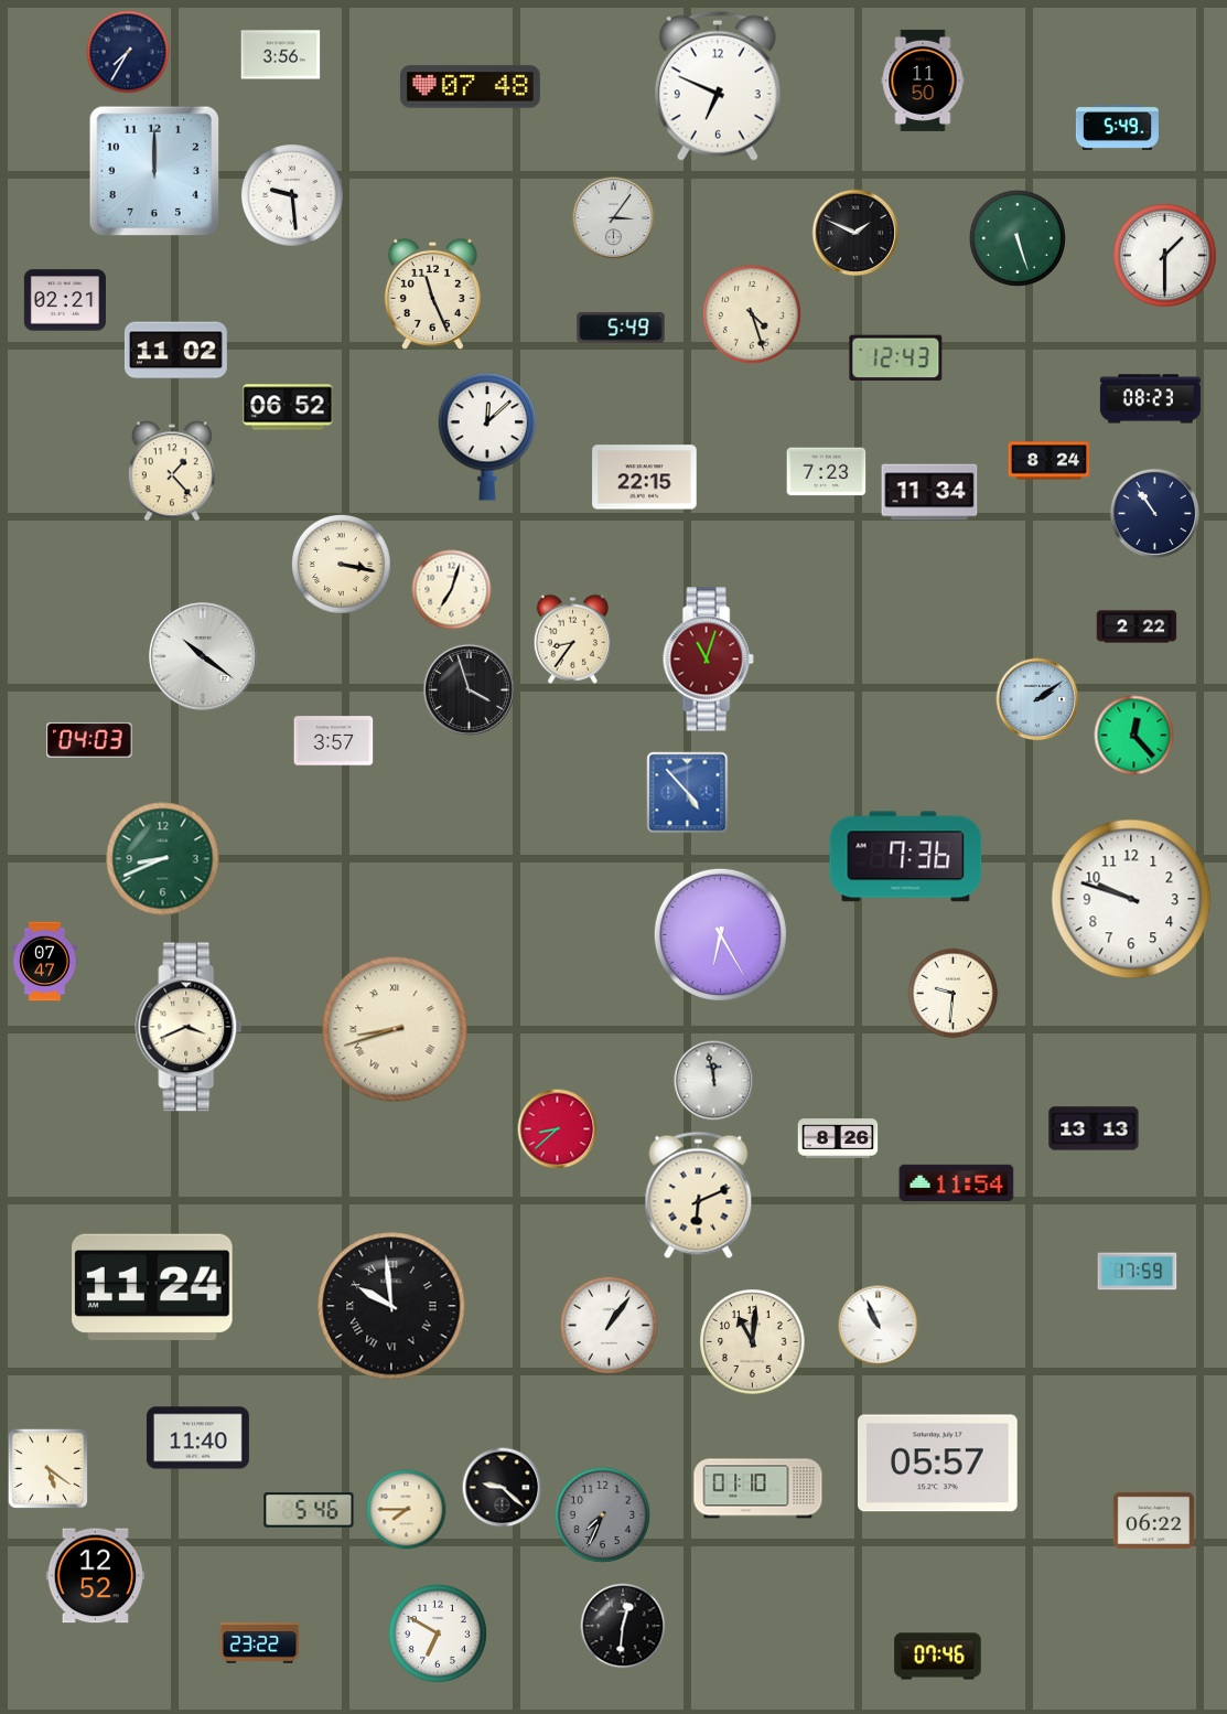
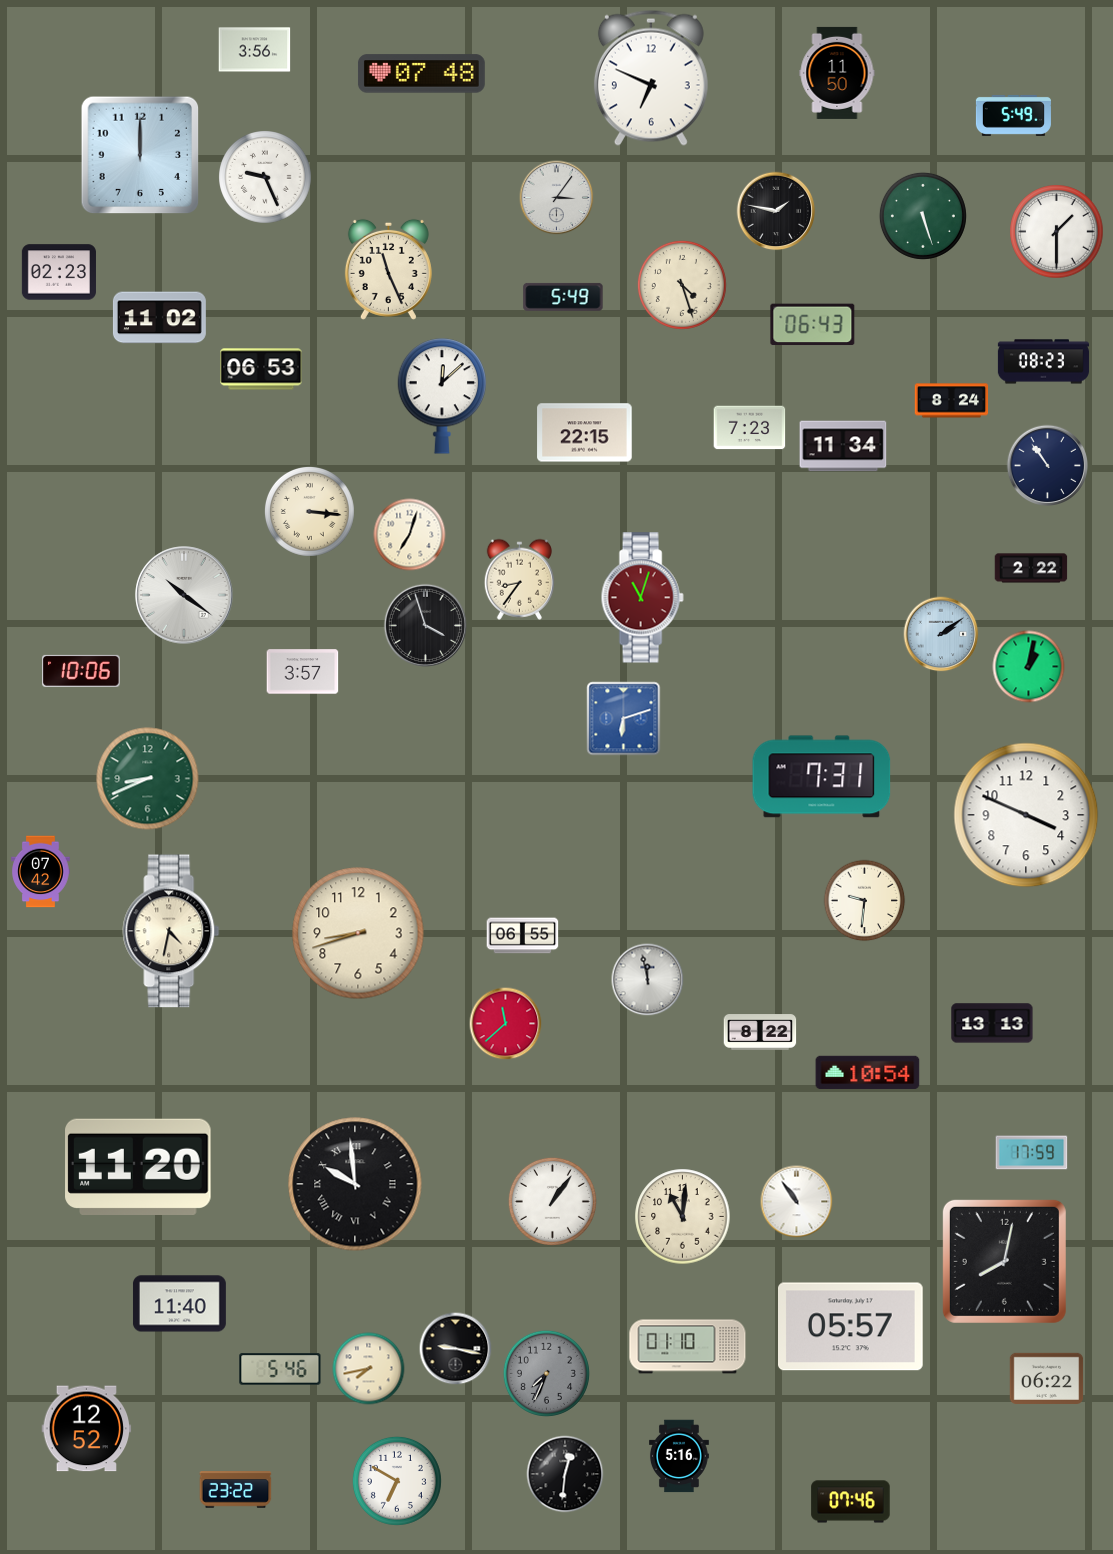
clock at (128, 52): 7:35 -> none
clock at (470, 87) position: (470, 87) -> (421, 74)
clock at (292, 195): 9:29 -> 9:26
clock at (855, 233): 1:49 -> 1:47
clock at (432, 293) position: (432, 293) -> (388, 269)
clock at (65, 300): 02:21 -> 02:23
clock at (896, 358): 12:43 -> 06:43
clock at (288, 407): 06:52 -> 06:53
clock at (1050, 461) position: (1050, 461) -> (952, 401)
clock at (172, 471): 1:23 -> none
clock at (341, 564): 3:17 -> 3:16
clock at (1134, 736): 12:23 -> 1:02
clock at (90, 740): 04:03 -> 10:06
clock at (688, 793): 4:53 -> 6:12
clock at (906, 857): 7:36 -> 7:31
clock at (1131, 899): 9:48 -> 3:49
clock at (720, 934): 6:25 -> none
clock at (45, 962): 07:47 -> 07:42
clock at (189, 1027): 3:41 -> 4:32
clock at (395, 1029) numerals: Roman -> Arabic
clock at (523, 936): none -> 06:55
clock at (558, 1129): 8:38 -> 11:38
clock at (838, 1138): 8:26 -> 8:22
clock at (957, 1183): 11:54 -> 10:54
clock at (699, 1196): 6:11 -> none
clock at (152, 1286): 11:24 -> 11:20
clock at (879, 1326): 10:56 -> 10:54
clock at (1004, 1261): none -> 8:02
clock at (47, 1468): 5:21 -> none
clock at (503, 1488): 9:22 -> 9:17
clock at (758, 1489) position: (758, 1489) -> (688, 1347)
clock at (407, 1510): 7:45 -> 7:43
clock at (680, 1456): none -> 5:16
